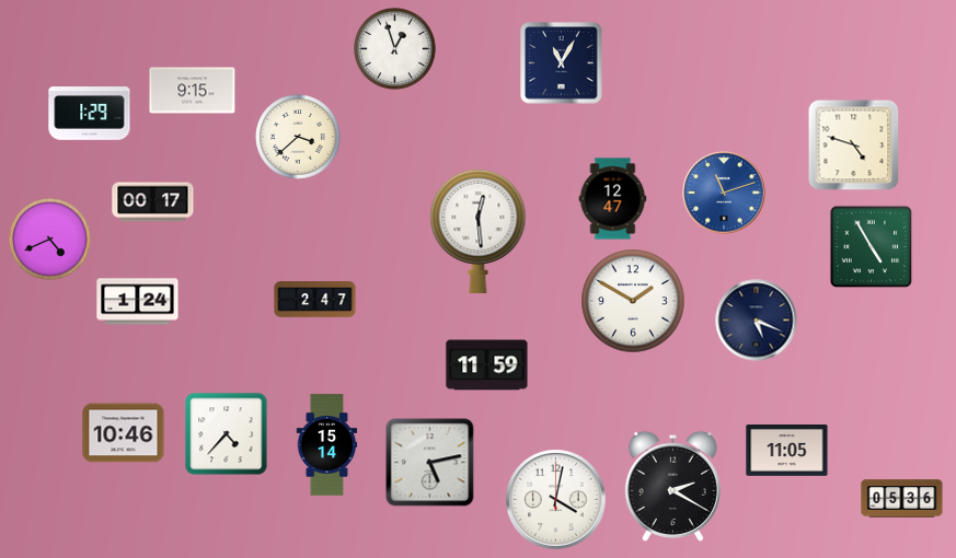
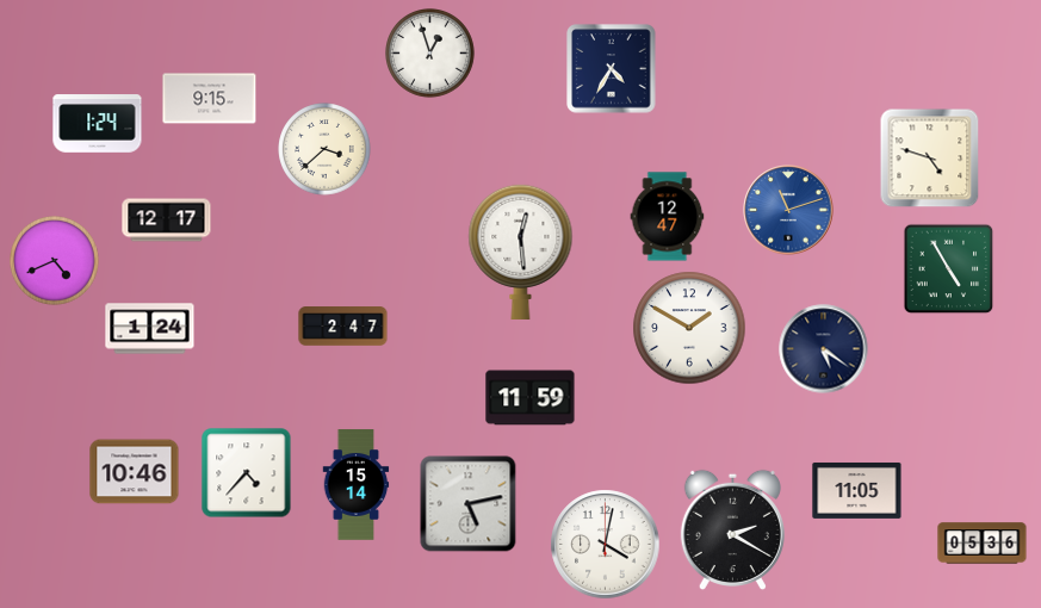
clock at (562, 63): 11:05 -> 4:35
clock at (90, 114): 1:29 -> 1:24
clock at (153, 202): 00:17 -> 12:17
clock at (757, 321): 5:19 -> 5:21
